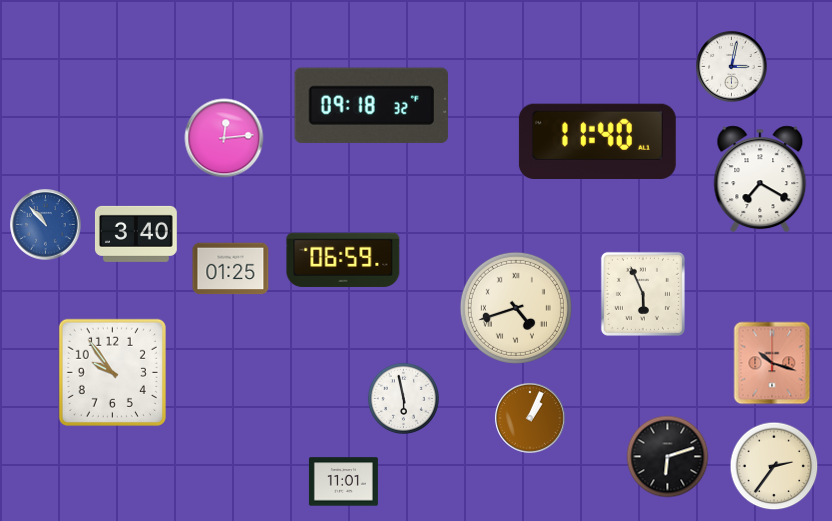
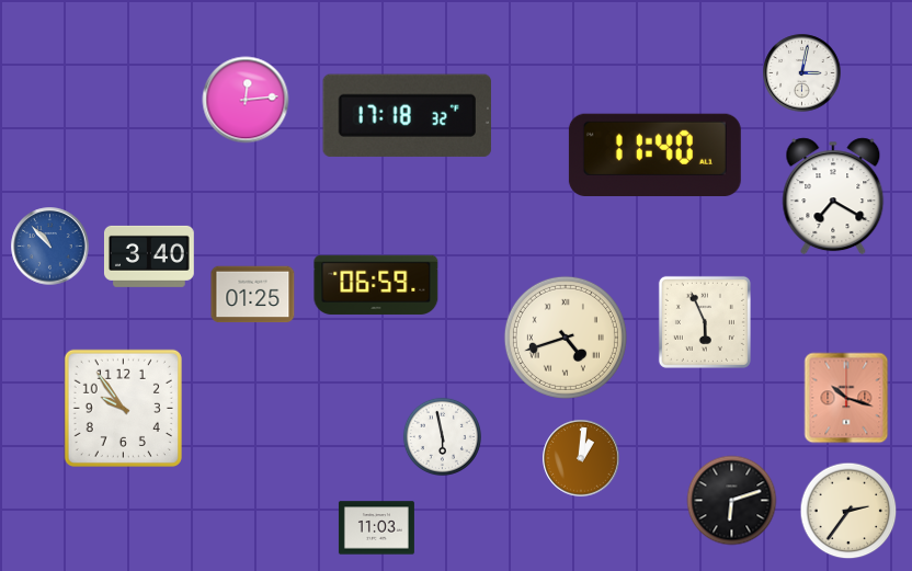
clock at (371, 105): 09:18 -> 17:18
clock at (224, 138) position: (224, 138) -> (246, 100)
clock at (530, 418): 1:04 -> 1:01
clock at (343, 482): 11:01 -> 11:03
